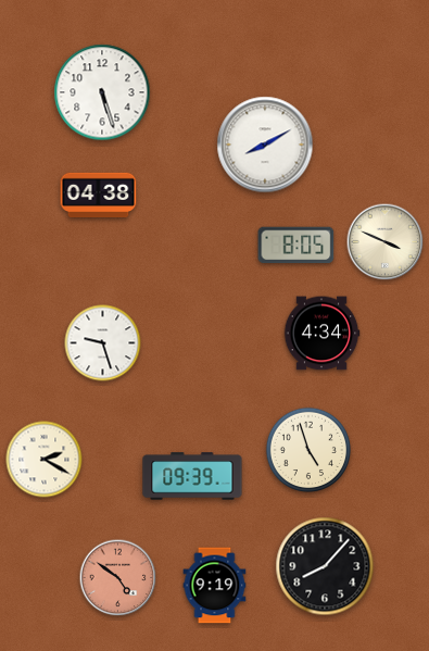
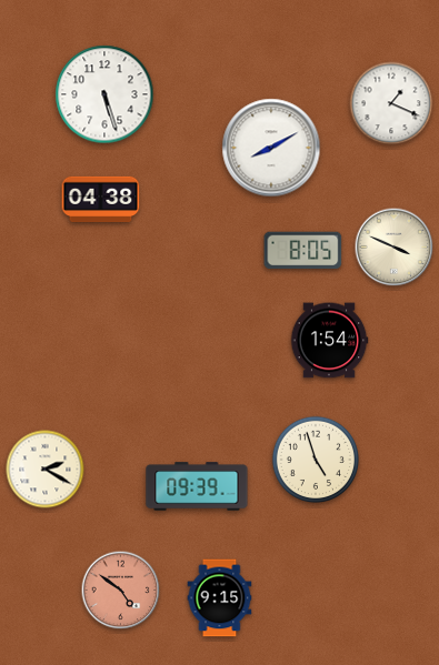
clock at (391, 103): none -> 1:19
clock at (321, 334): 4:34 -> 1:54
clock at (103, 343): 9:27 -> none
clock at (325, 566): 8:07 -> none
clock at (215, 586): 9:19 -> 9:15
